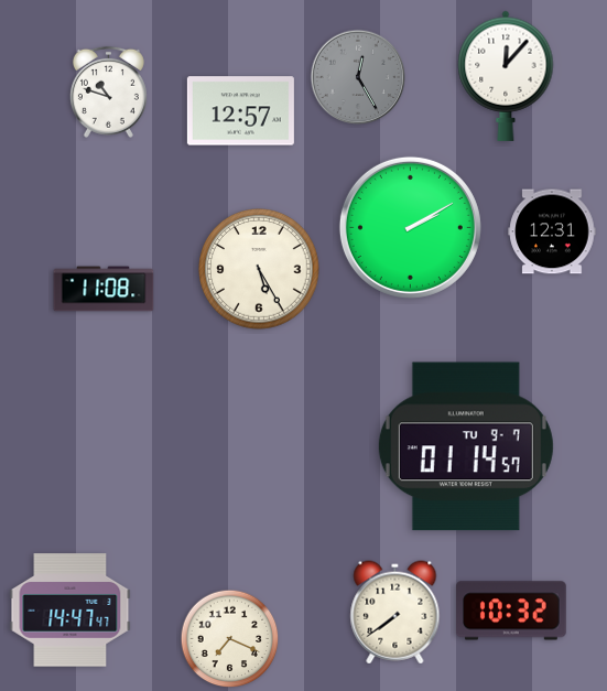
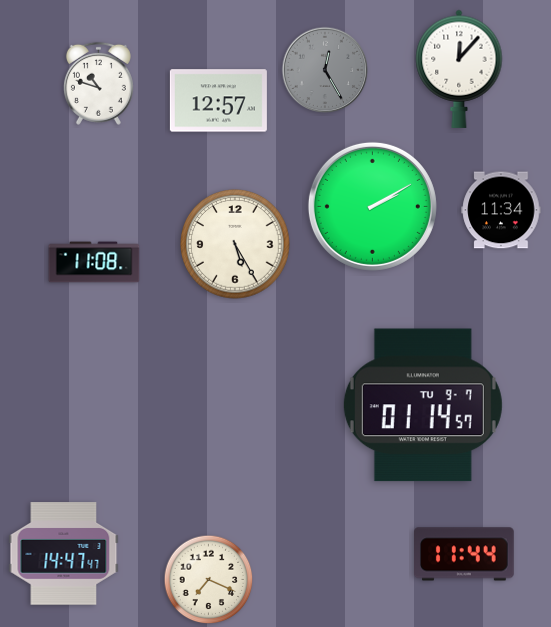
clock at (552, 231): 12:31 -> 11:34
clock at (512, 611): 10:32 -> 11:44
clock at (395, 613): 7:39 -> none
